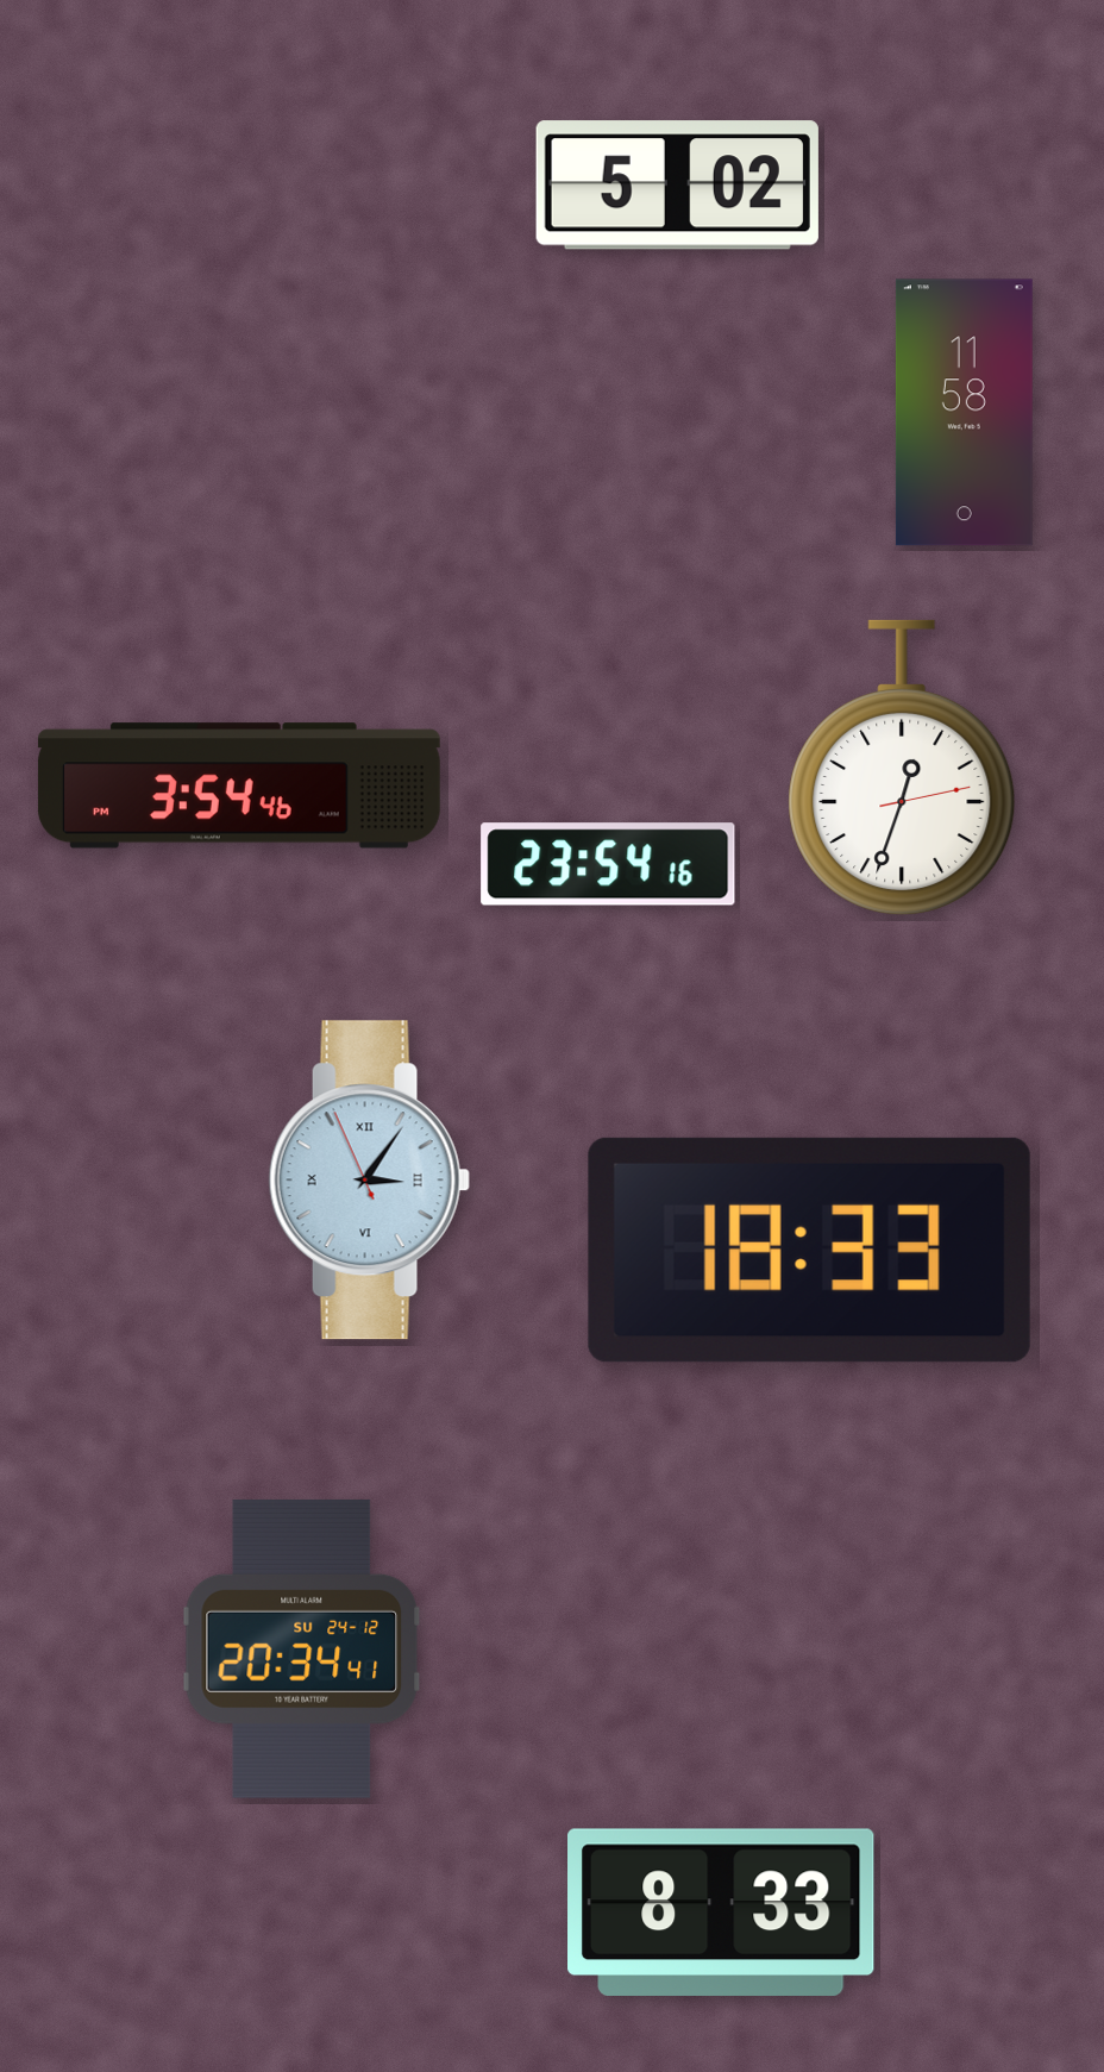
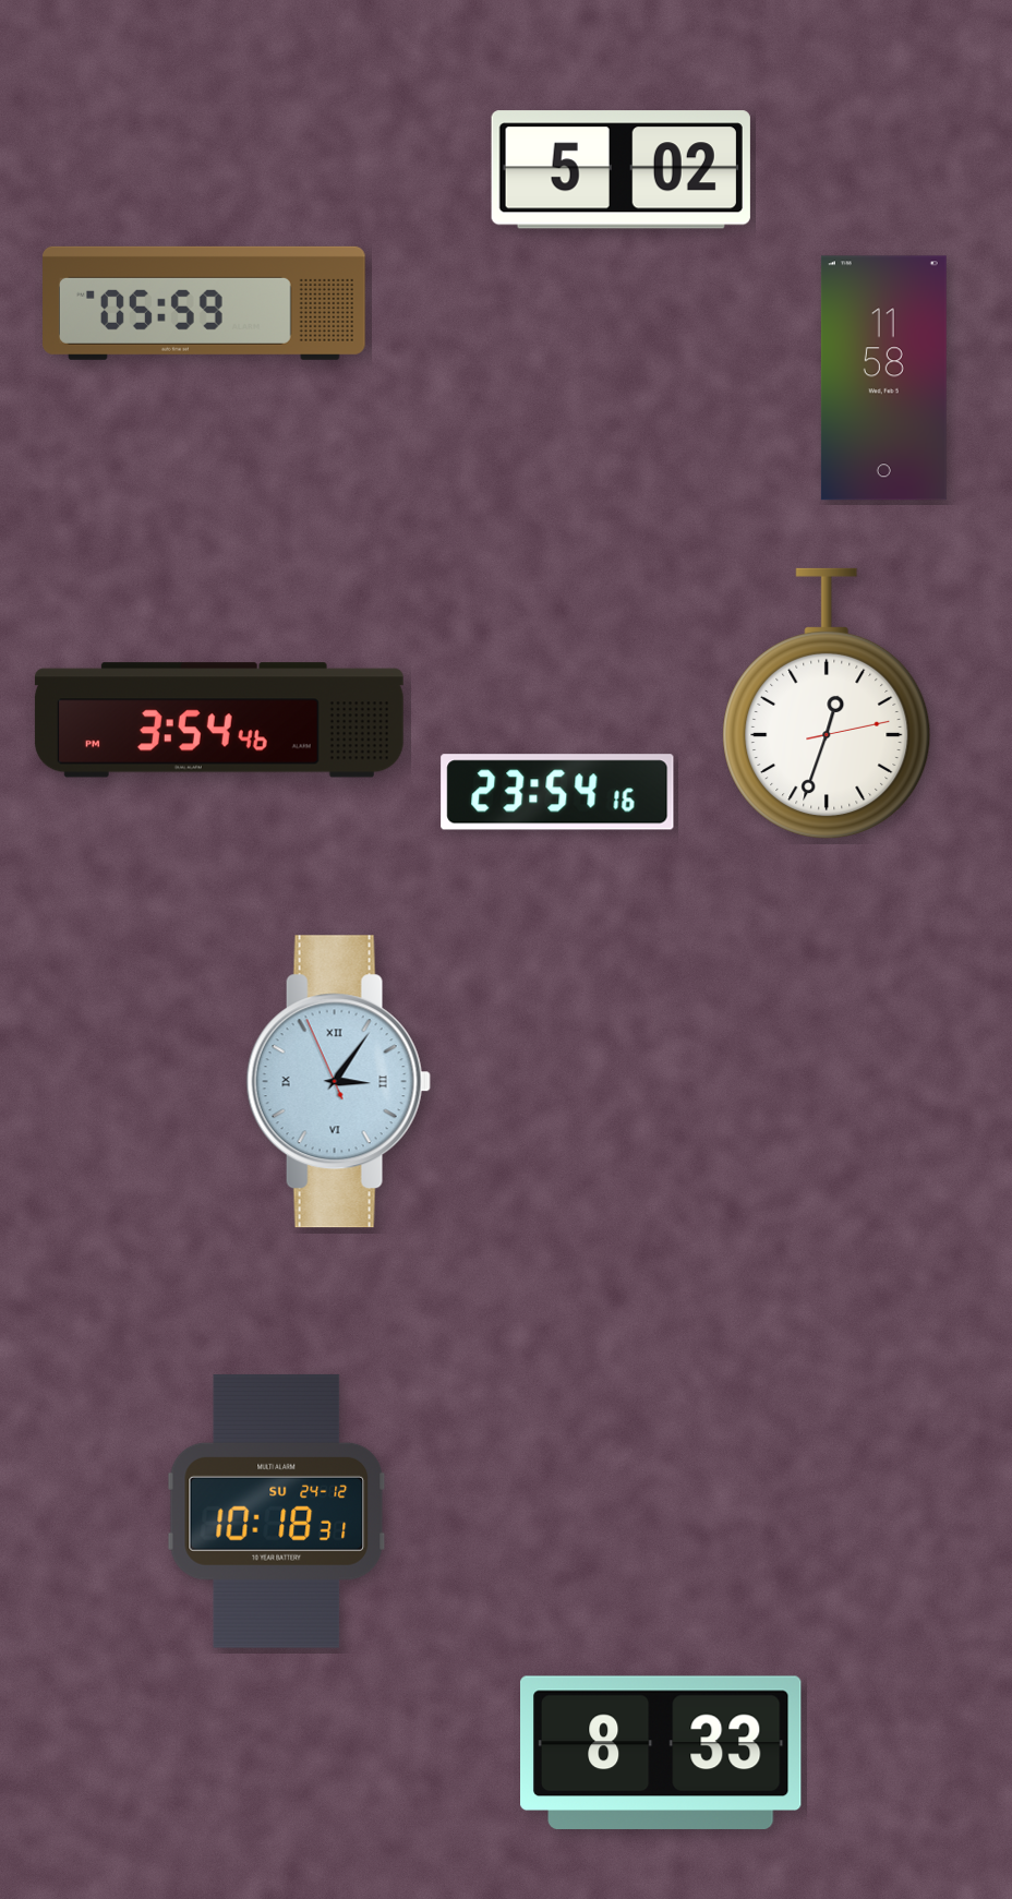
clock at (205, 303): none -> 05:59
clock at (809, 1250): 18:33 -> none
clock at (302, 1648): 20:34 -> 10:18
